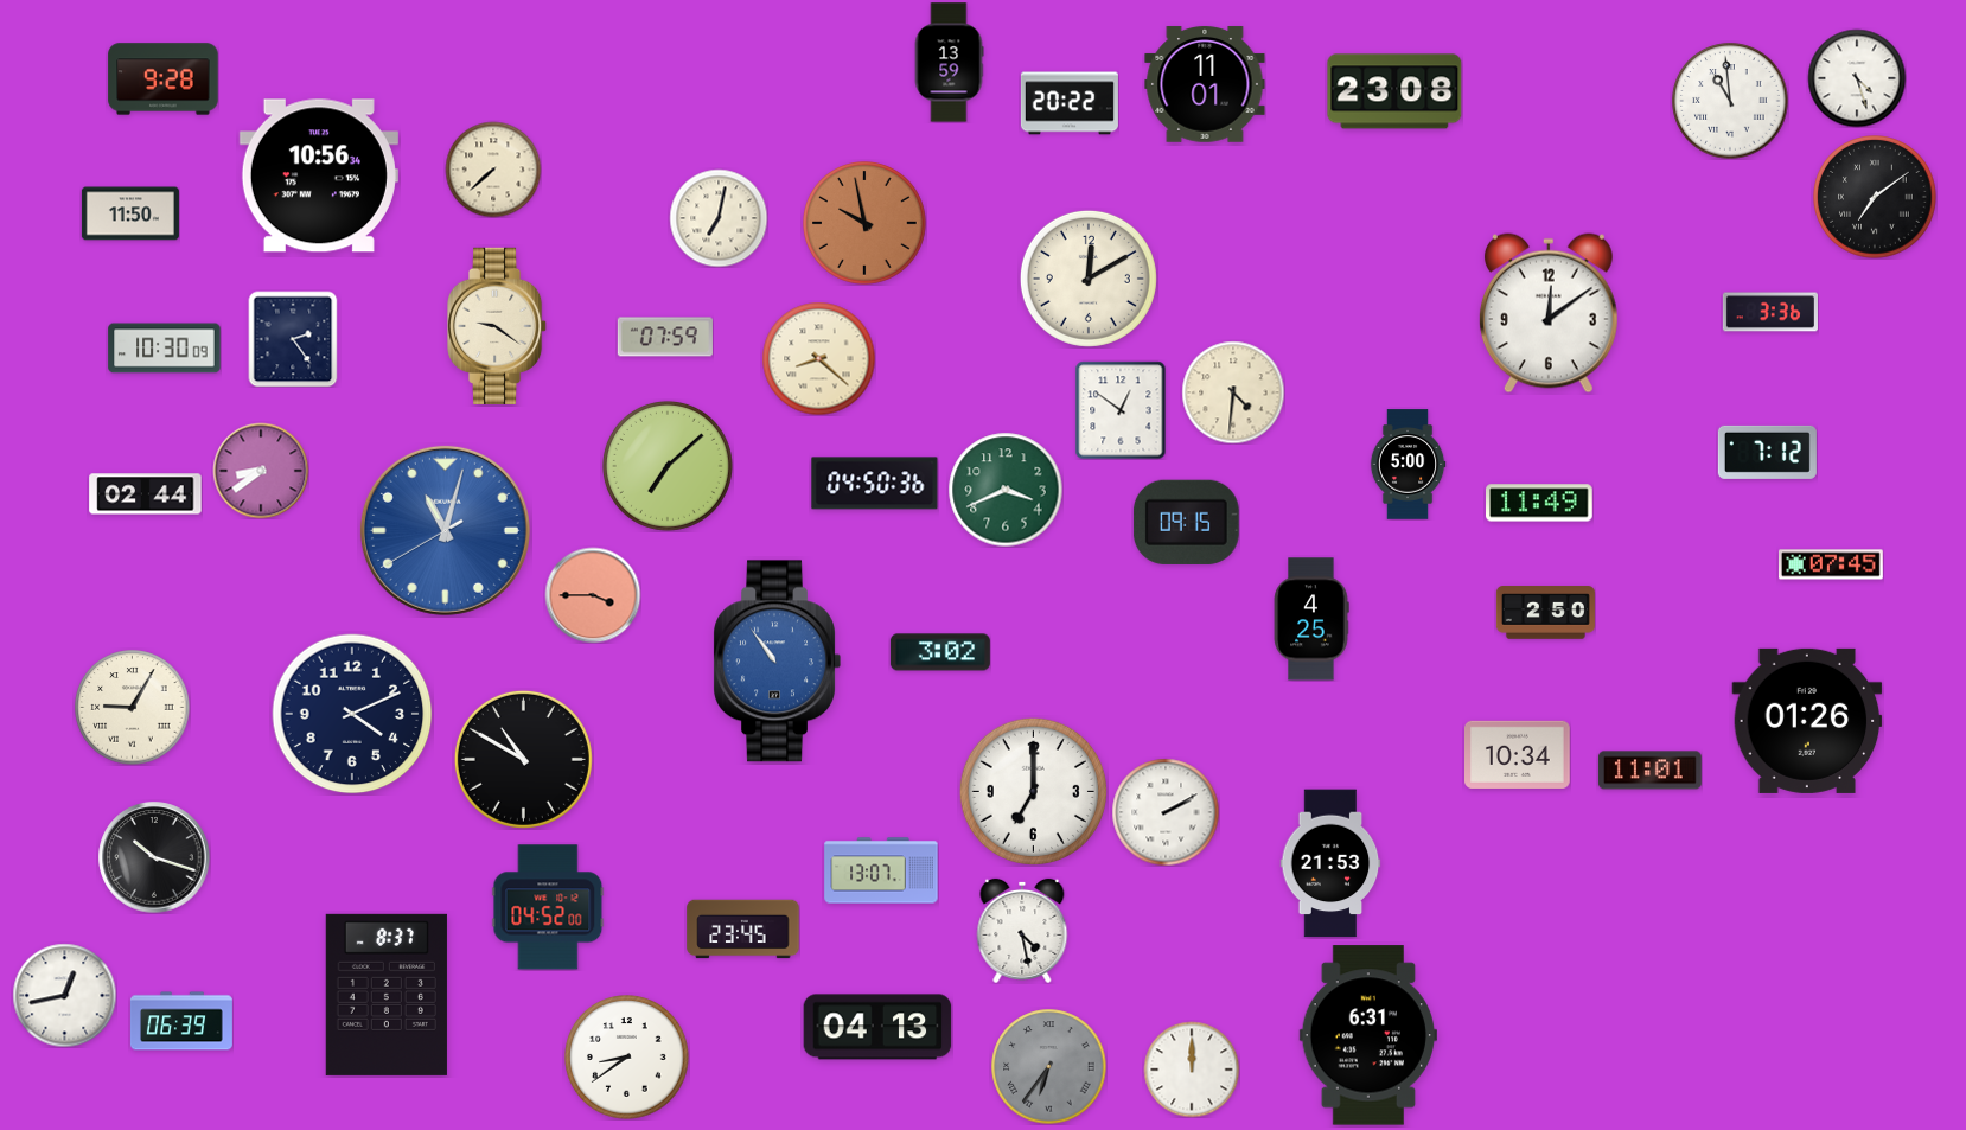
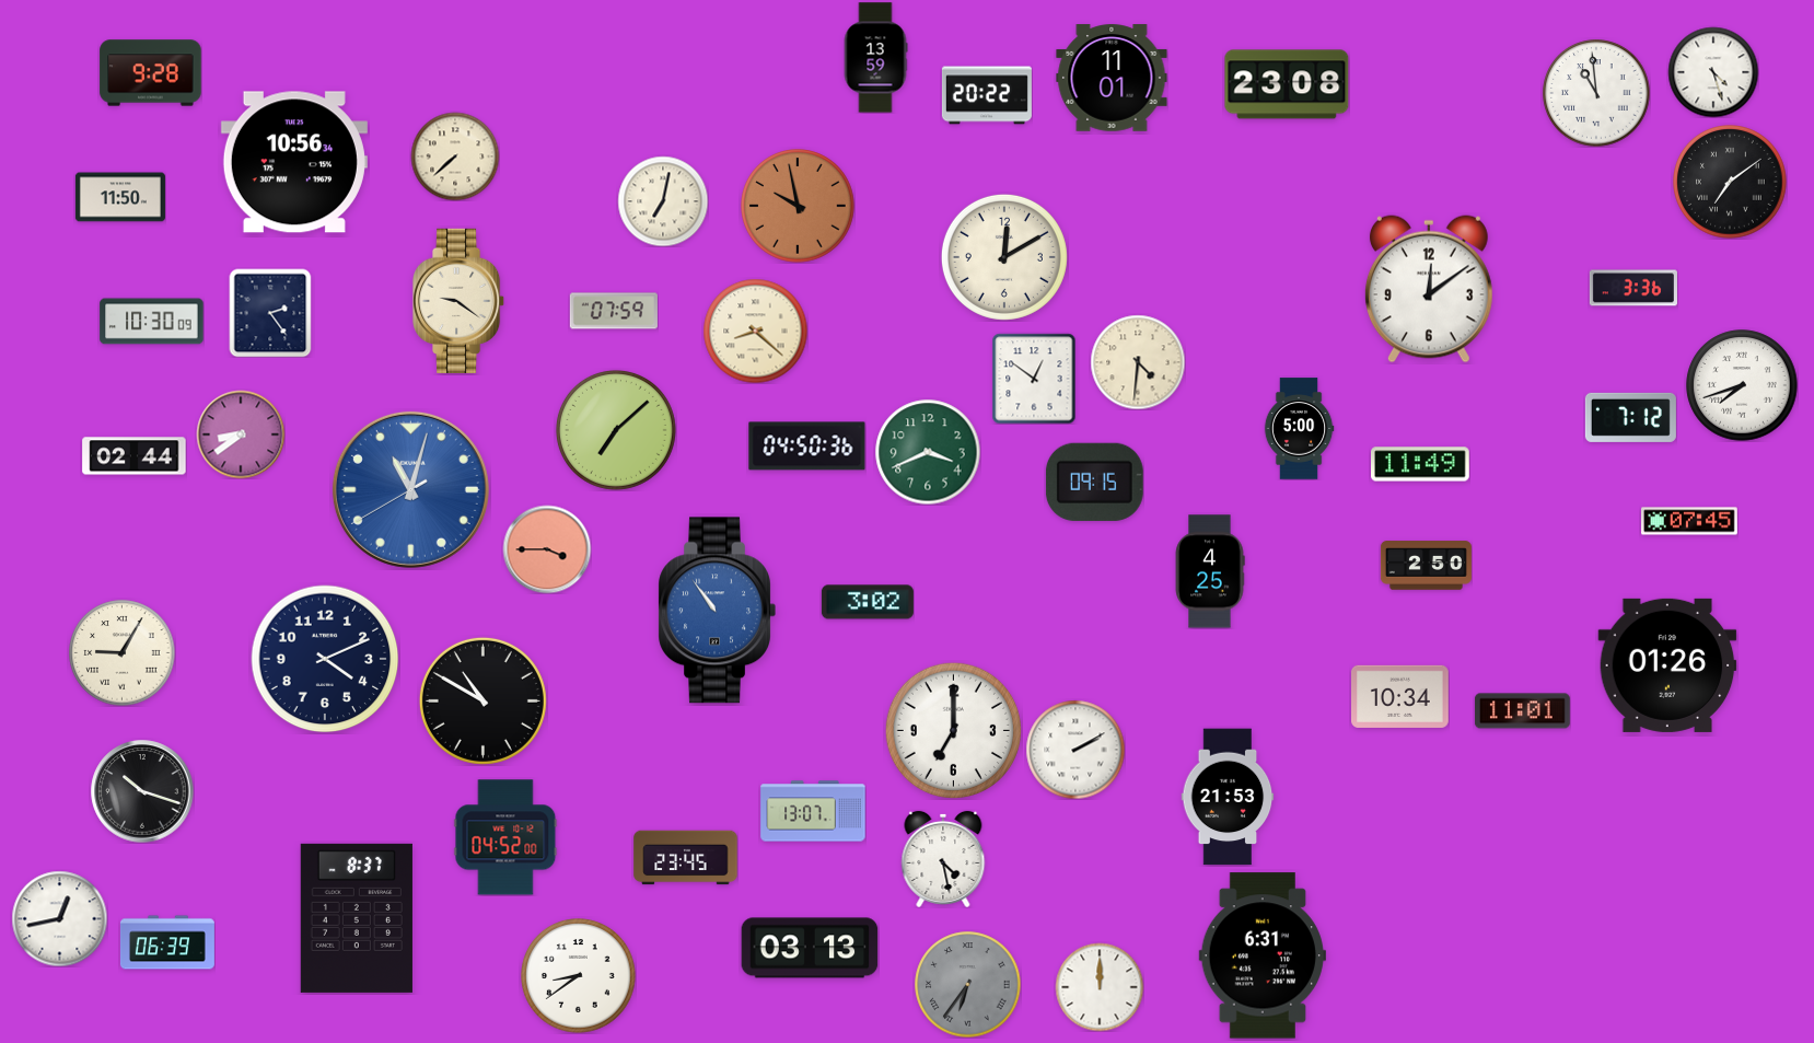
clock at (1742, 385): none -> 7:42
clock at (881, 870) position: (881, 870) -> (813, 811)
clock at (877, 1027): 04:13 -> 03:13
